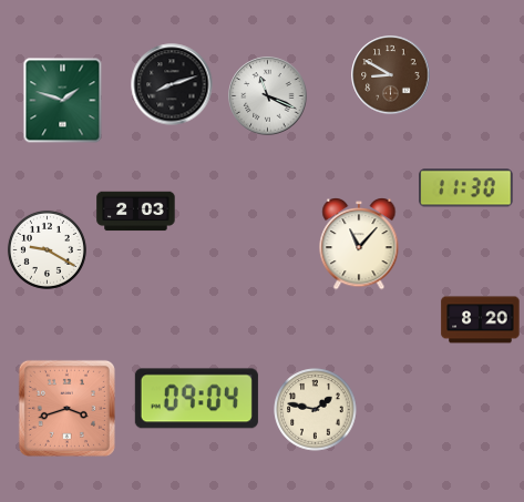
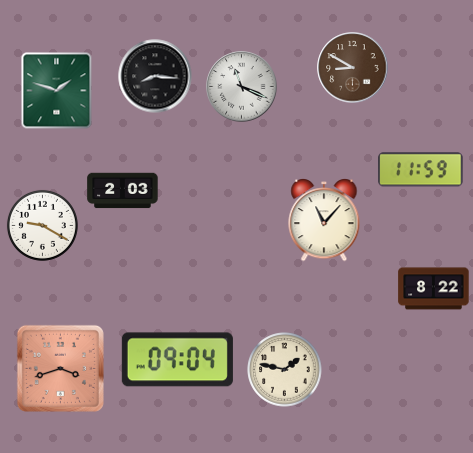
clock at (172, 84): 8:12 -> 8:16
clock at (466, 188): 11:30 -> 11:59
clock at (481, 320): 8:20 -> 8:22
